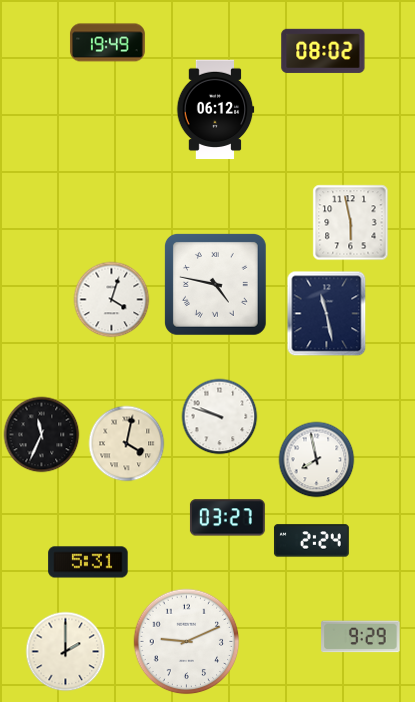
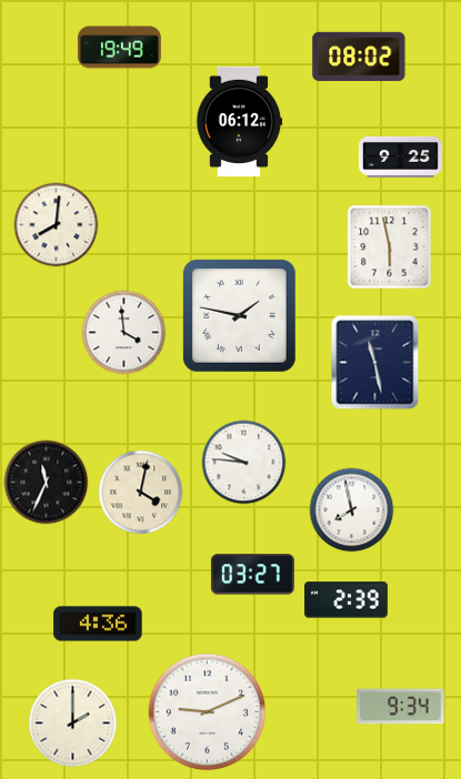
clock at (400, 156): none -> 9:25
clock at (57, 225): none -> 8:01
clock at (215, 284): 4:47 -> 1:47
clock at (112, 300): 4:03 -> 3:59
clock at (327, 314) position: (327, 314) -> (375, 363)
clock at (220, 417): 9:48 -> 9:46
clock at (311, 541): 2:24 -> 2:39
clock at (88, 562): 5:31 -> 4:36
clock at (361, 637): 9:29 -> 9:34
